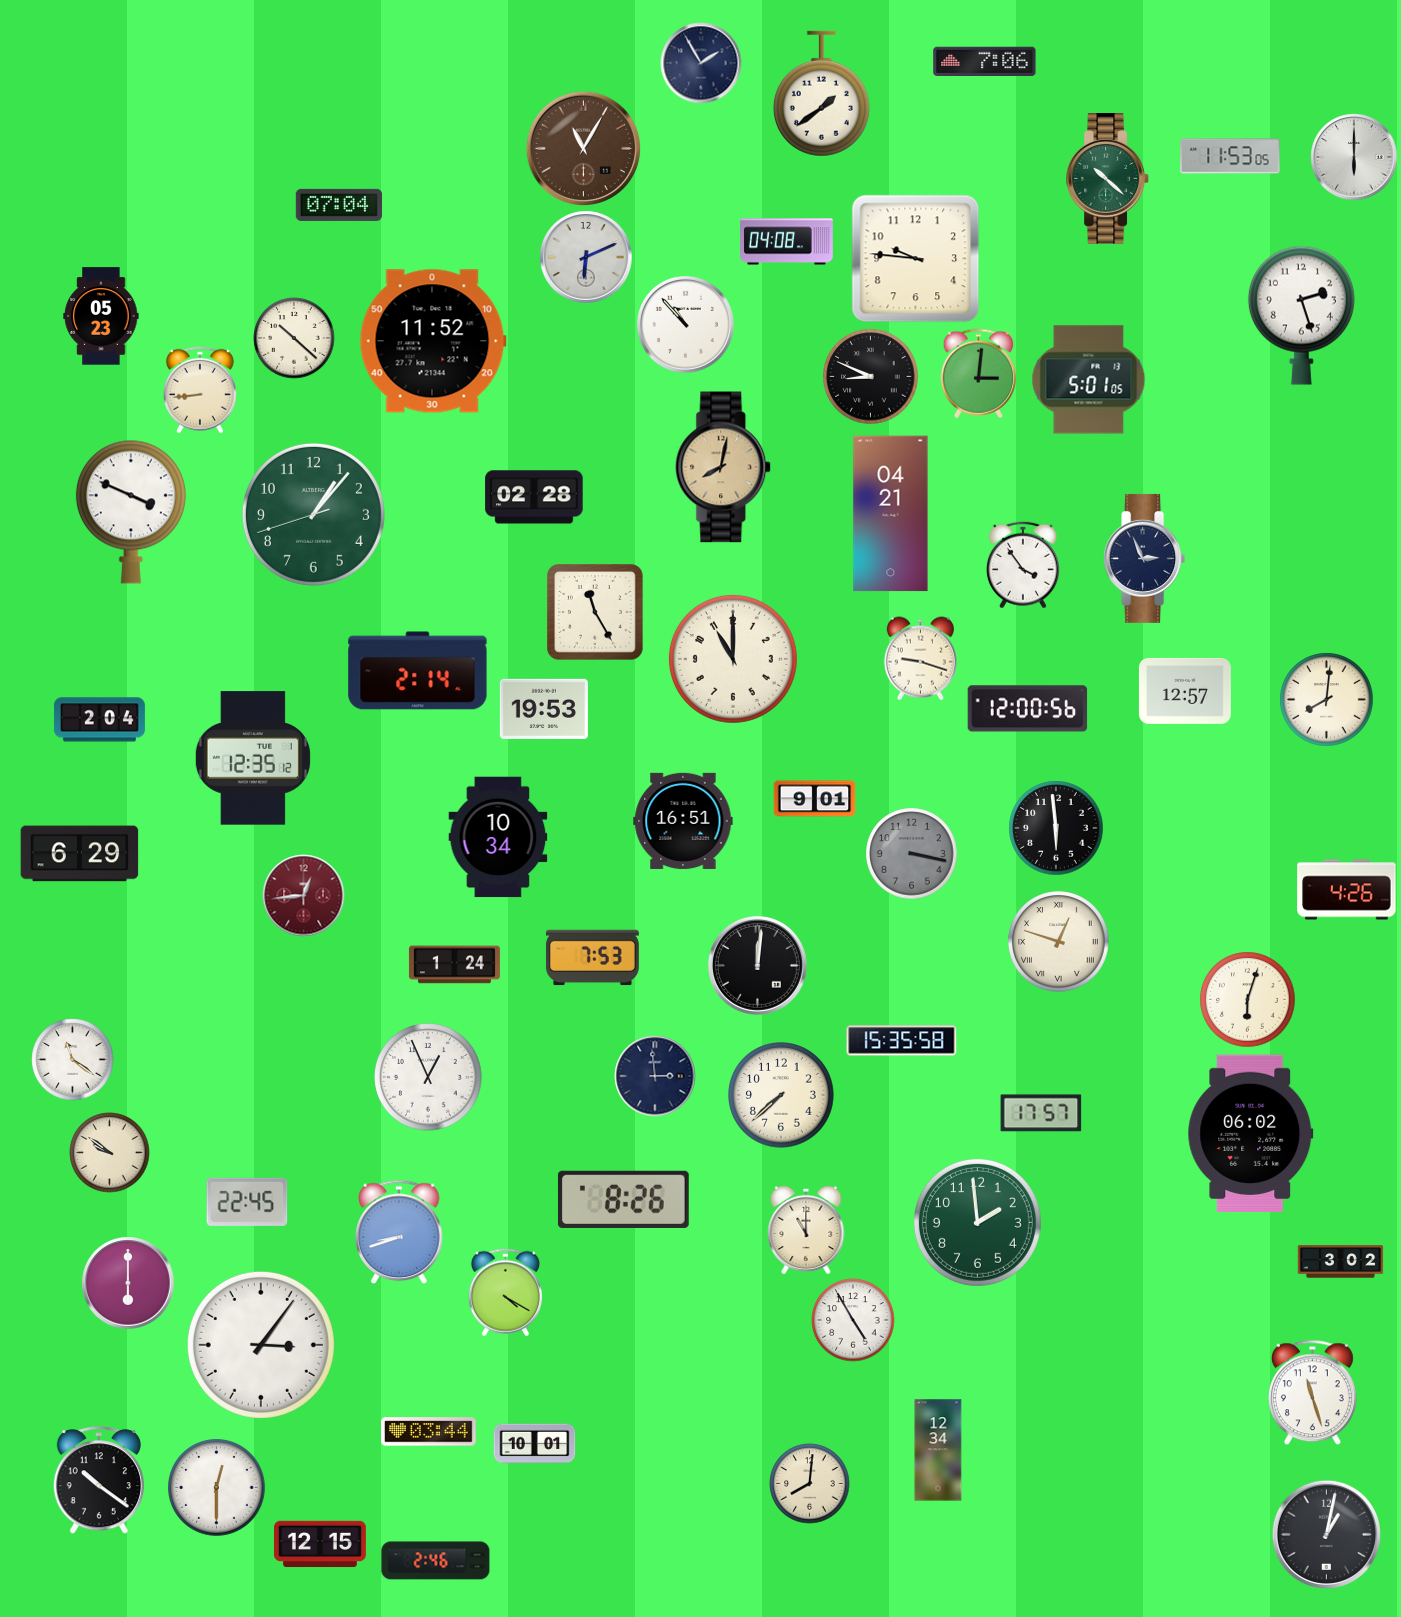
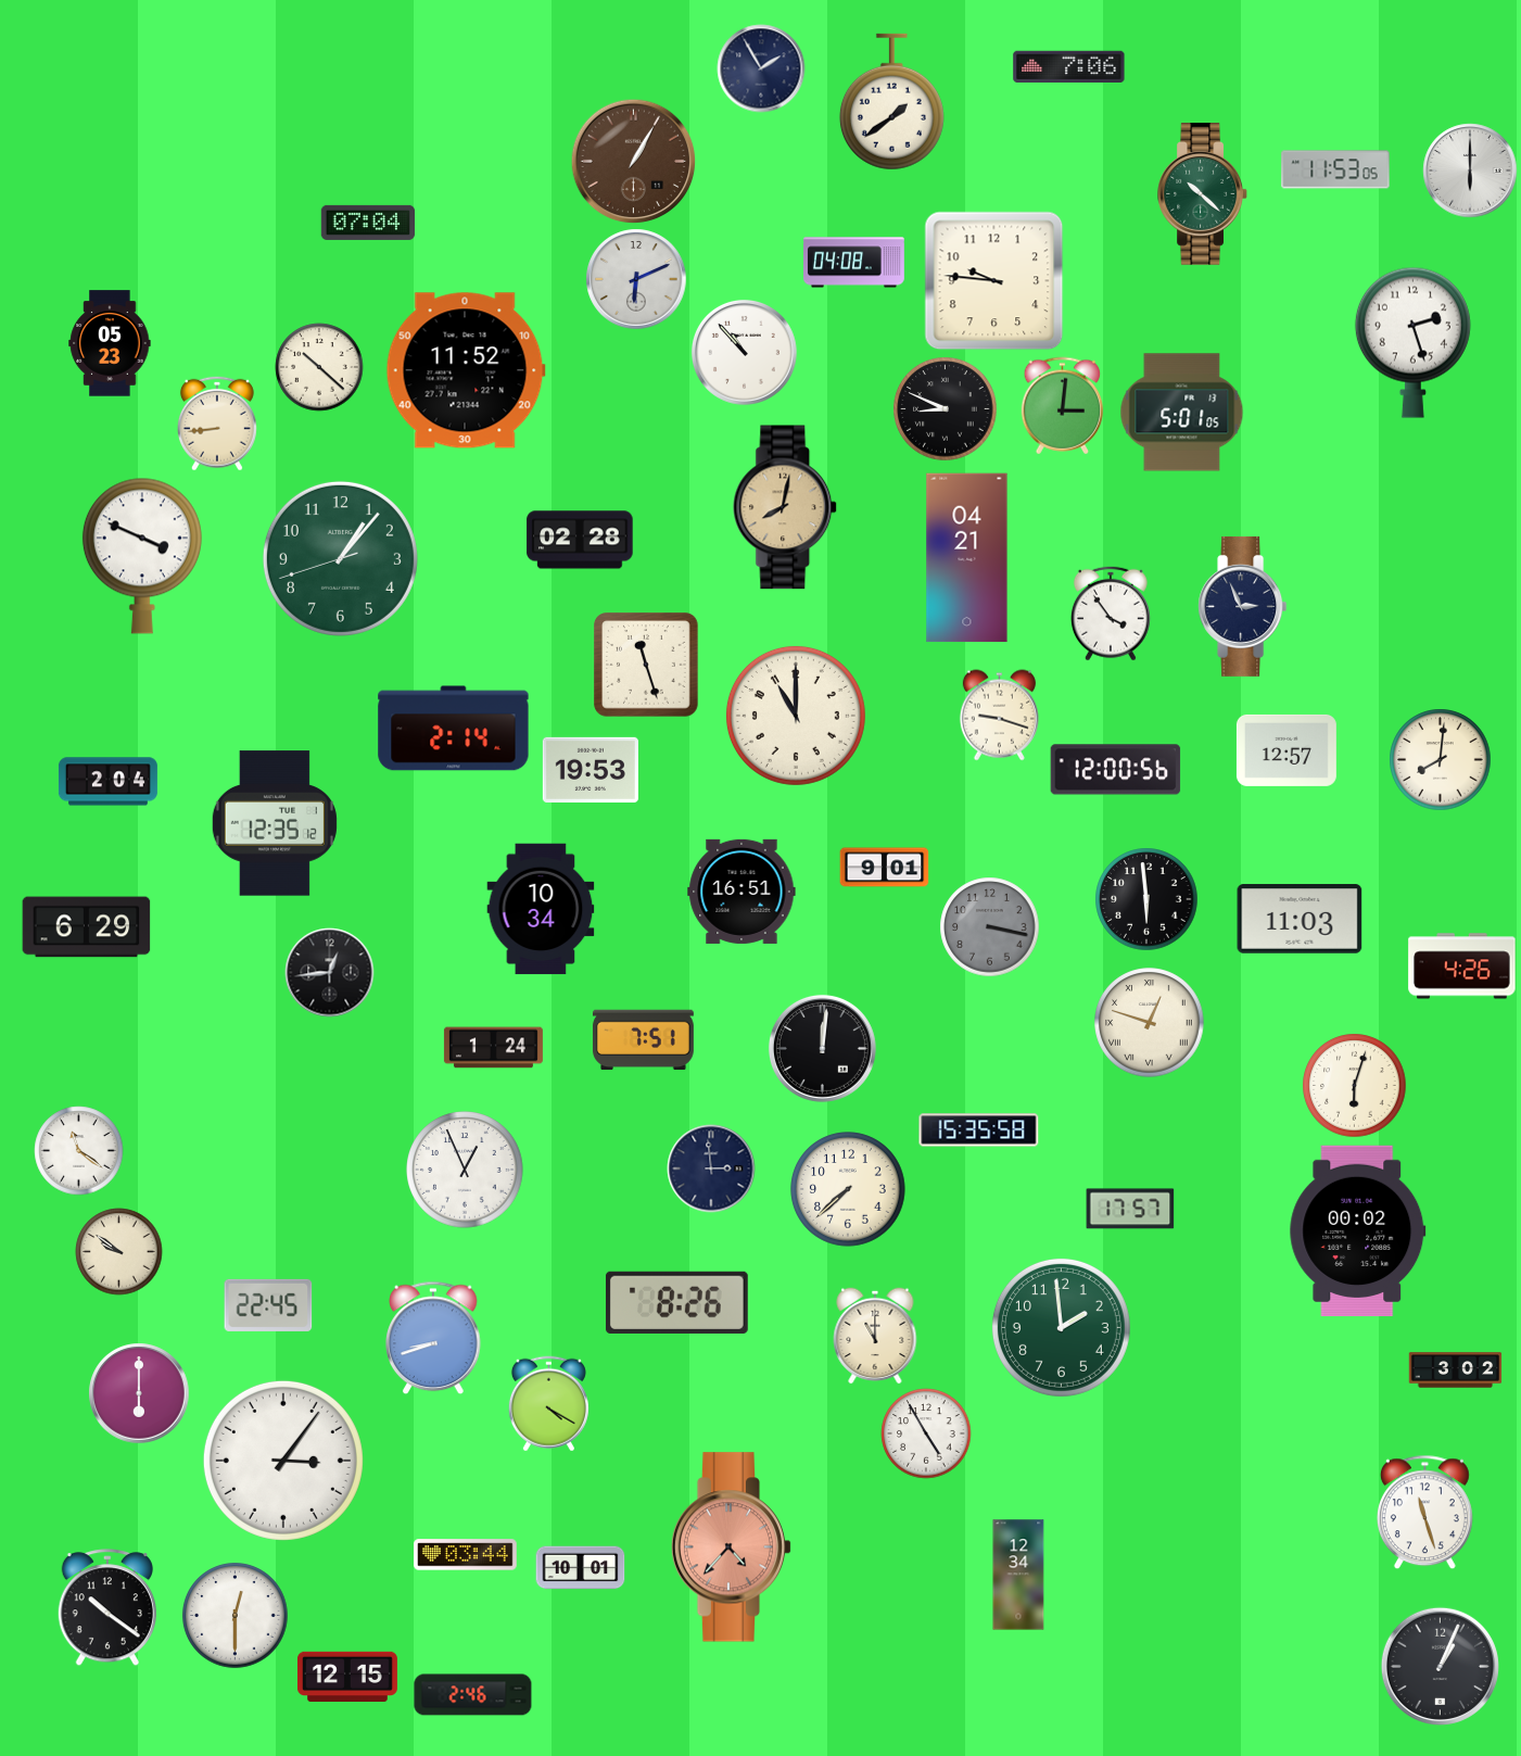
clock at (584, 149): 11:05 -> 1:05
clock at (433, 341) position: (433, 341) -> (466, 370)
clock at (595, 612): 11:25 -> 11:27
clock at (1300, 919): none -> 11:03
clock at (304, 896) dial: burgundy -> black
clock at (592, 958): 7:53 -> 7:51
clock at (1251, 1133): 06:02 -> 00:02
clock at (732, 1547): none -> 4:37
clock at (810, 1484): 8:01 -> none
clock at (1326, 1534): 1:02 -> 1:04
